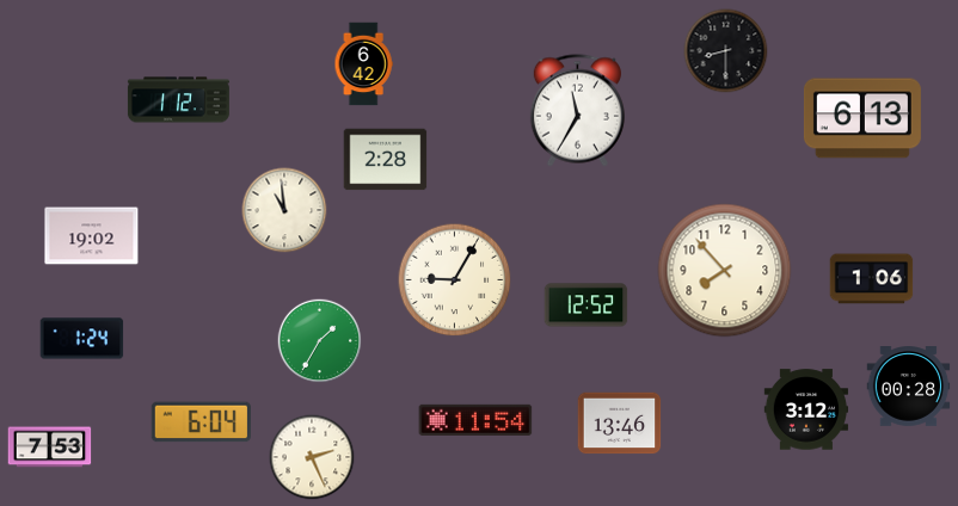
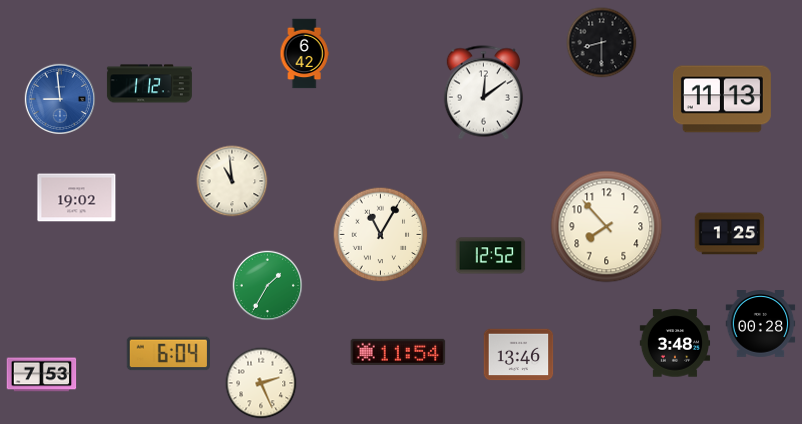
clock at (726, 51) position: (726, 51) -> (602, 43)
clock at (577, 111): 11:35 -> 12:09
clock at (59, 98): none -> 8:59
clock at (862, 118): 6:13 -> 11:13
clock at (386, 160): 2:28 -> none
clock at (284, 210) position: (284, 210) -> (232, 181)
clock at (872, 279): 1:06 -> 1:25
clock at (455, 280): 9:05 -> 11:05
clock at (82, 339): 1:24 -> none
clock at (806, 409): 3:12 -> 3:48
